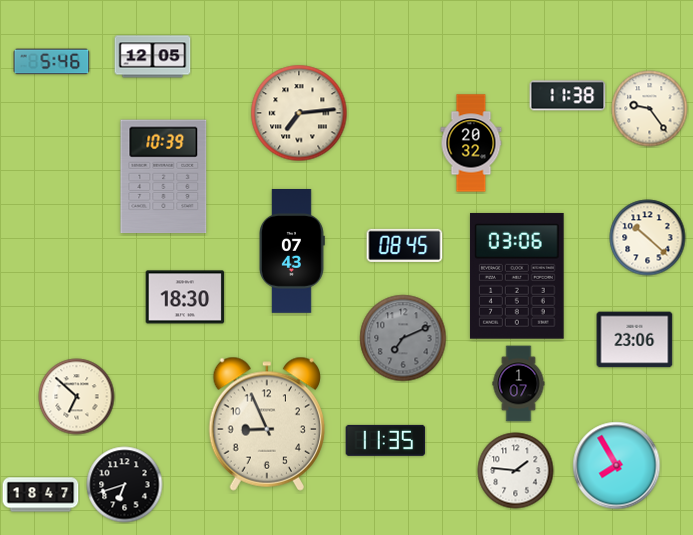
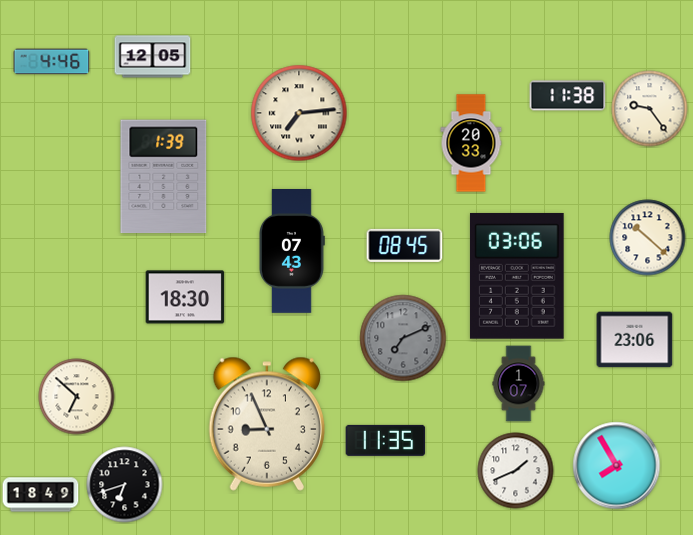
clock at (52, 62): 5:46 -> 4:46
clock at (471, 143): 20:32 -> 20:33
clock at (164, 177): 10:39 -> 1:39
clock at (516, 471): 1:46 -> 1:41
clock at (41, 495): 18:47 -> 18:49
